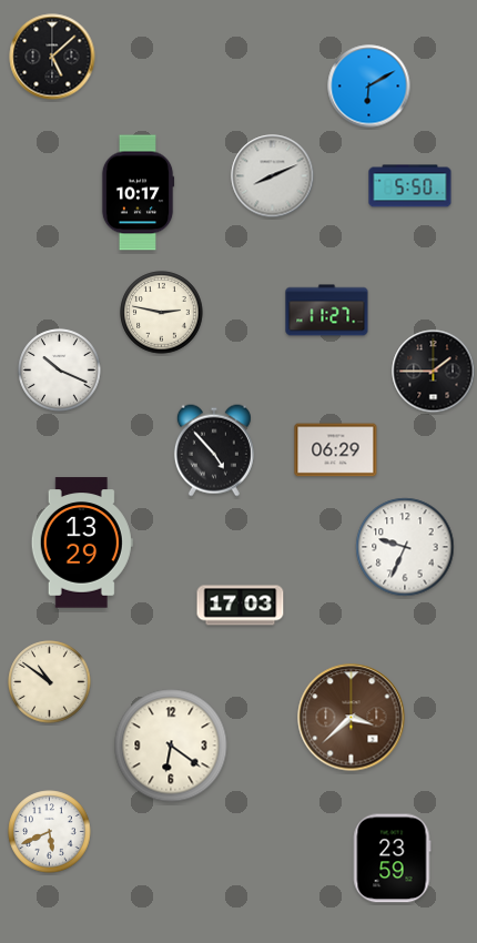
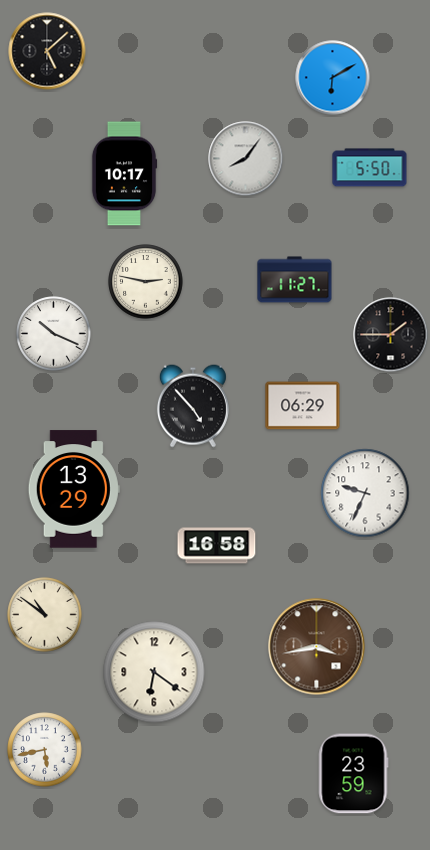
clock at (273, 176): 8:11 -> 8:06
clock at (241, 606): 17:03 -> 16:58
clock at (352, 718): 3:38 -> 3:43
clock at (50, 832): 5:41 -> 5:43
